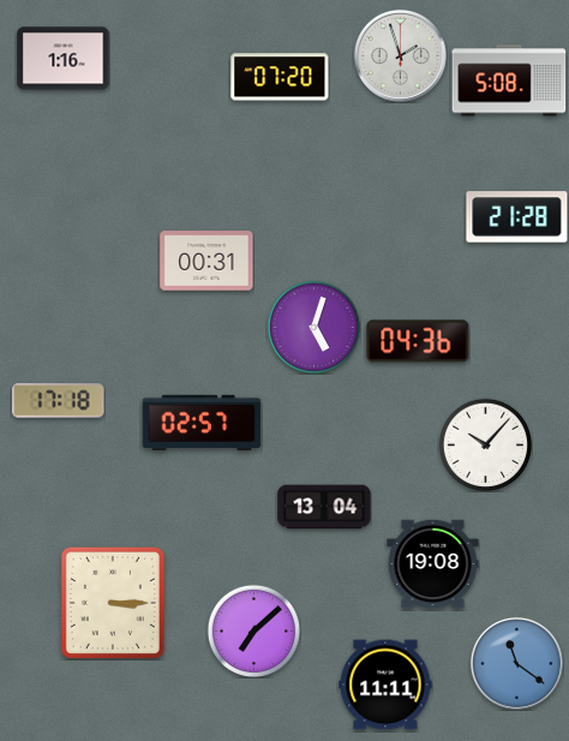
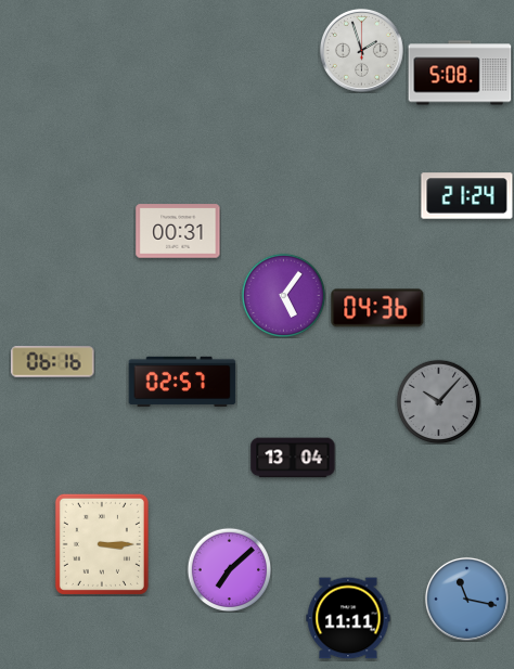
clock at (64, 59): 1:16 -> none
clock at (280, 77): 07:20 -> none
clock at (517, 217): 21:28 -> 21:24
clock at (206, 261) position: (206, 261) -> (178, 231)
clock at (313, 327): 5:03 -> 5:06
clock at (59, 401): 17:18 -> 06:16
clock at (485, 444) dial: white -> grey
clock at (433, 564): 19:08 -> none
clock at (516, 663): 11:21 -> 11:17
